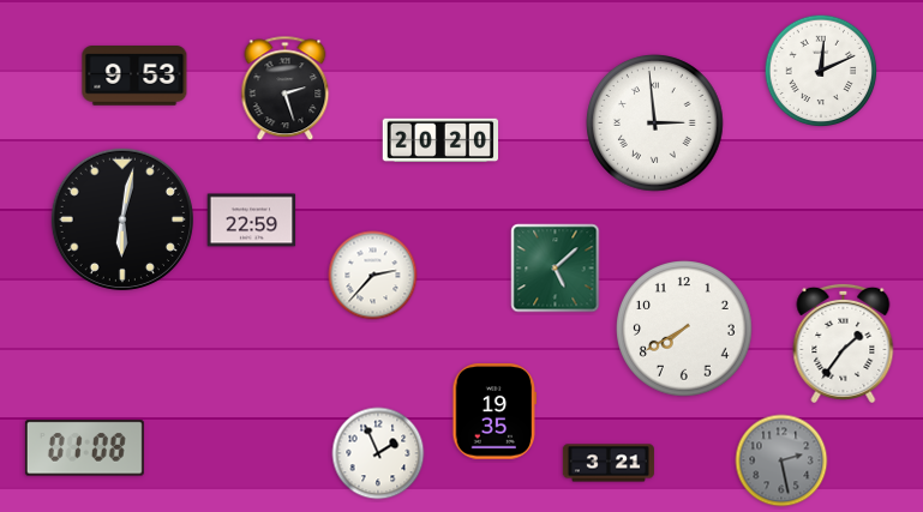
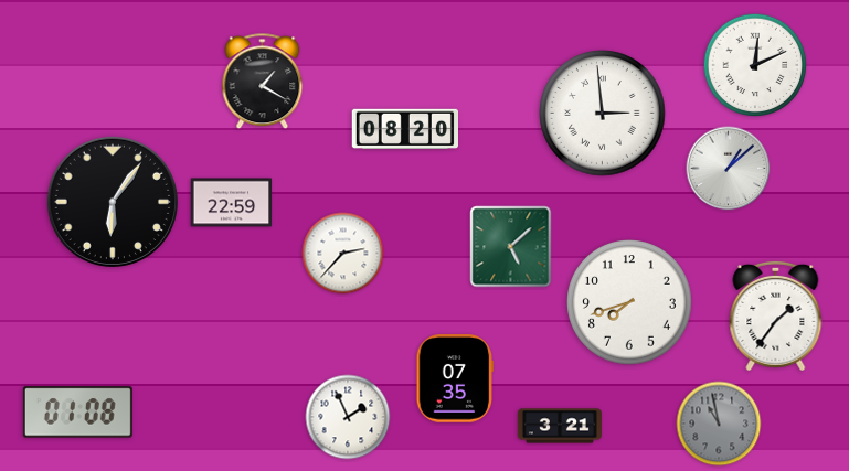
clock at (134, 77): 9:53 -> none
clock at (286, 89): 2:27 -> 1:20
clock at (439, 139): 20:20 -> 08:20
clock at (729, 169): none -> 1:08
clock at (122, 219): 6:02 -> 6:06
clock at (684, 329): 7:40 -> 7:42
clock at (493, 411): 19:35 -> 07:35
clock at (781, 460): 2:28 -> 10:58
